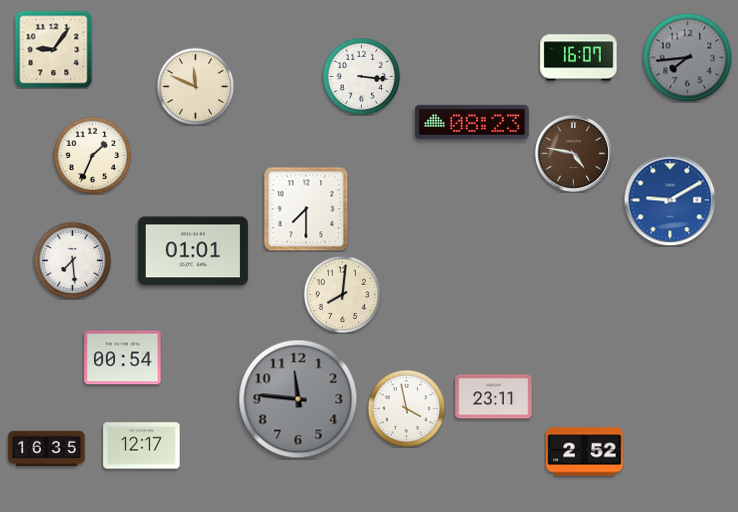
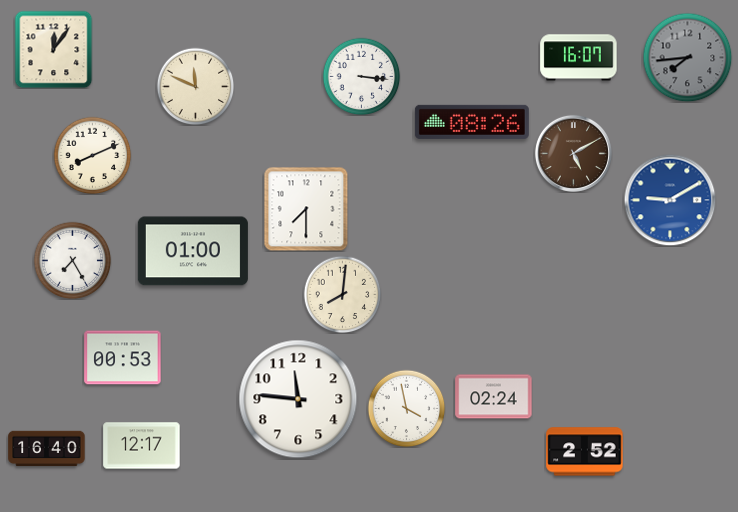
clock at (53, 49): 9:06 -> 12:06
clock at (472, 122): 08:23 -> 08:26
clock at (573, 153): 4:47 -> 5:10
clock at (92, 155): 1:34 -> 8:11
clock at (193, 251): 01:01 -> 01:00
clock at (72, 260): 7:29 -> 7:25
clock at (123, 358): 00:54 -> 00:53
clock at (494, 397): 23:11 -> 02:24
clock at (298, 399) dial: grey -> white
clock at (47, 449): 16:35 -> 16:40
